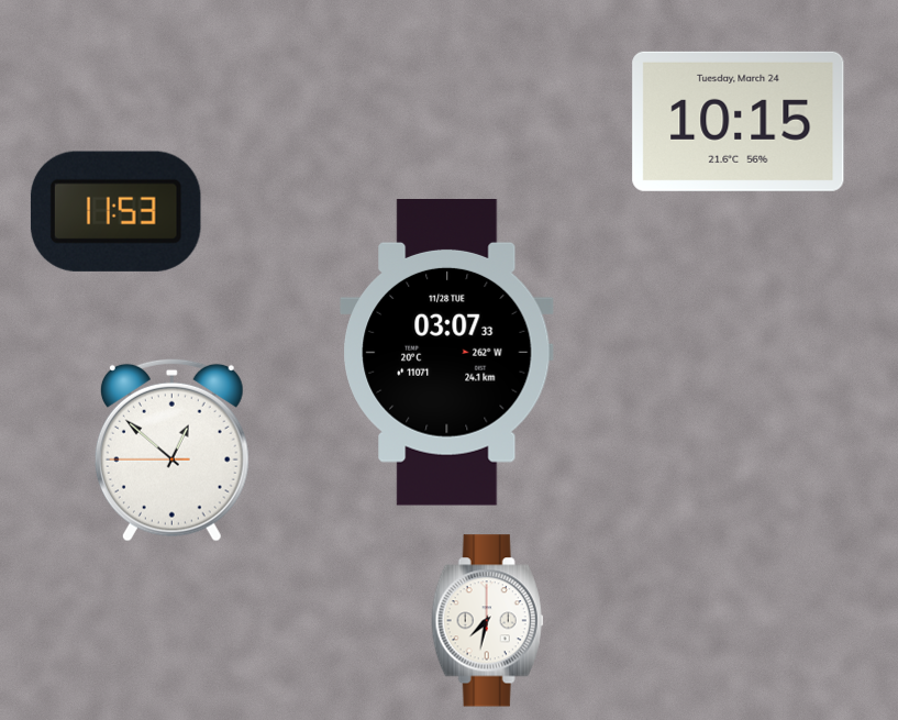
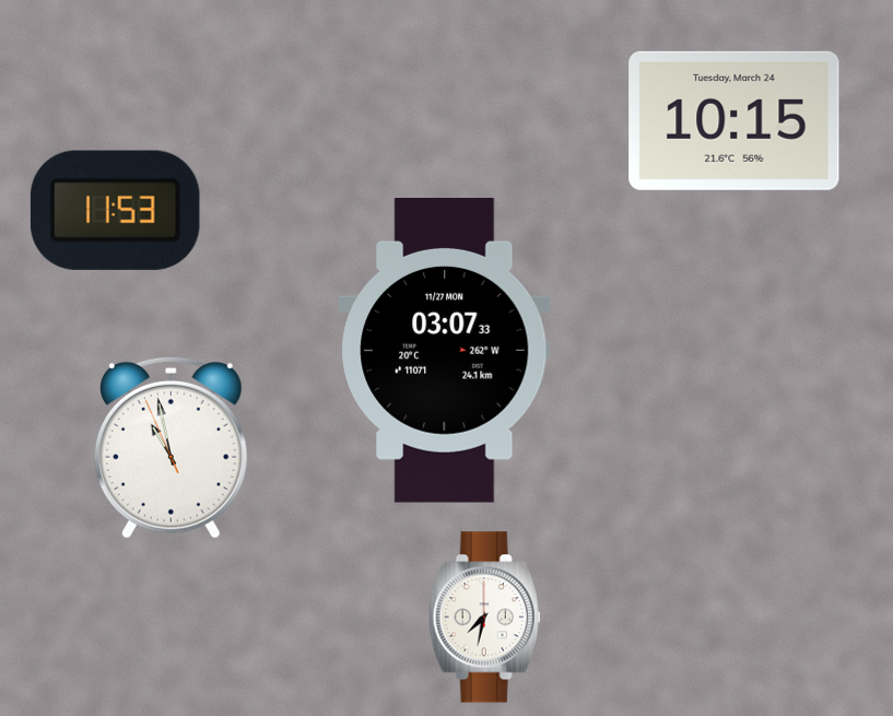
clock at (447, 353) date: 11/28 TUE -> 11/27 MON
clock at (171, 450): 12:51 -> 10:57
